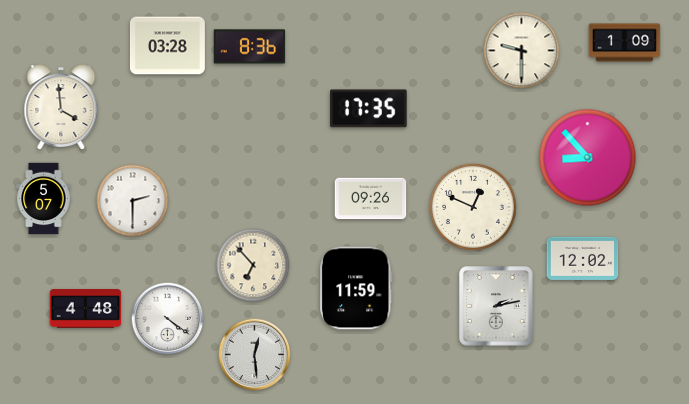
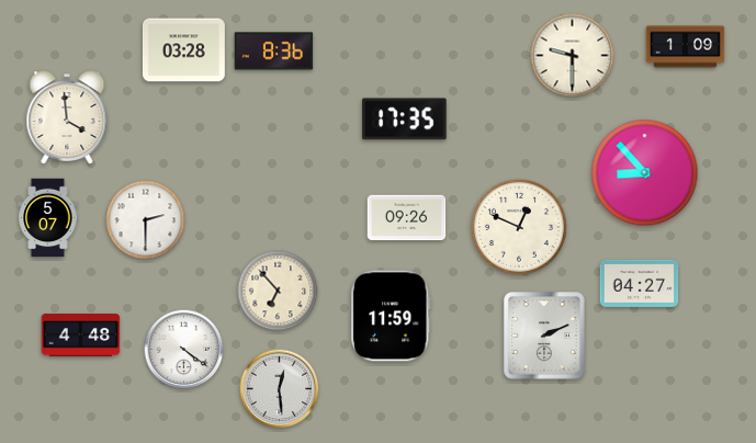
clock at (583, 258): 12:02 -> 04:27
clock at (496, 306): 2:13 -> 2:11
clock at (86, 309) position: (86, 309) -> (81, 336)
